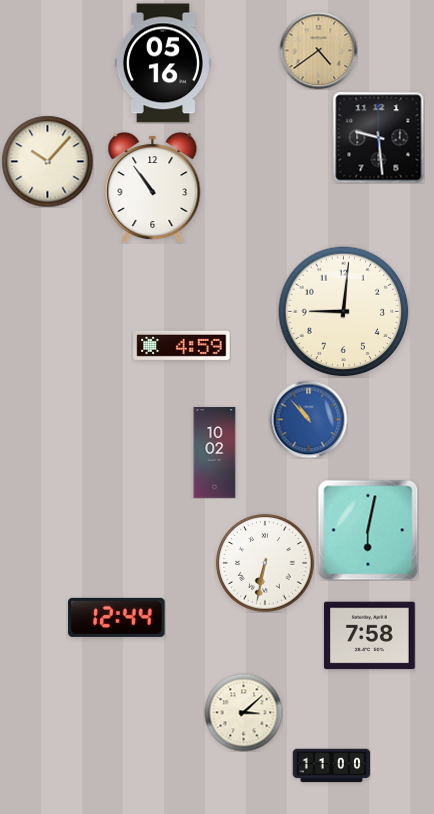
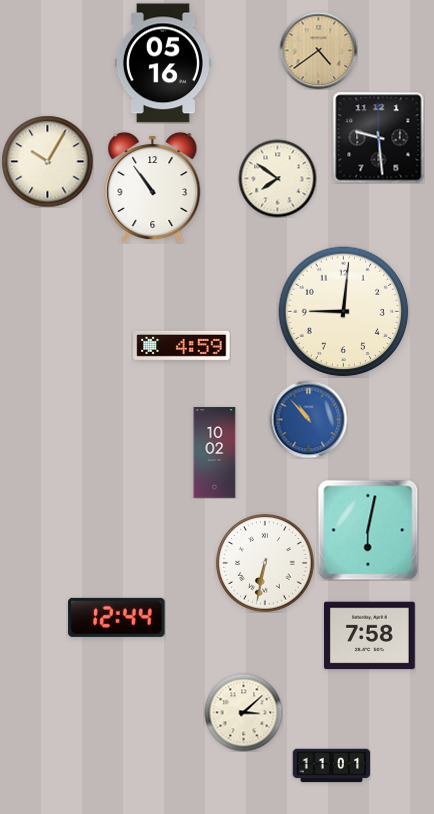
clock at (47, 161): 10:07 -> 10:05
clock at (277, 178): none -> 7:51
clock at (331, 766): 11:00 -> 11:01
